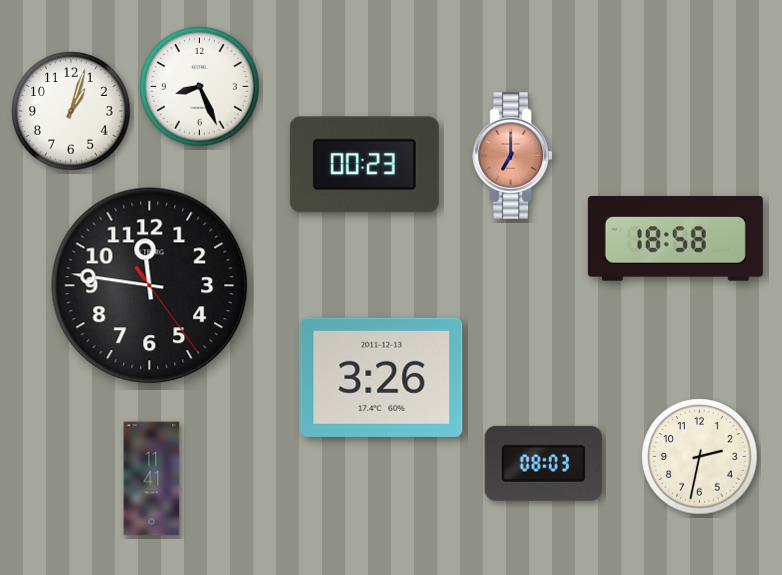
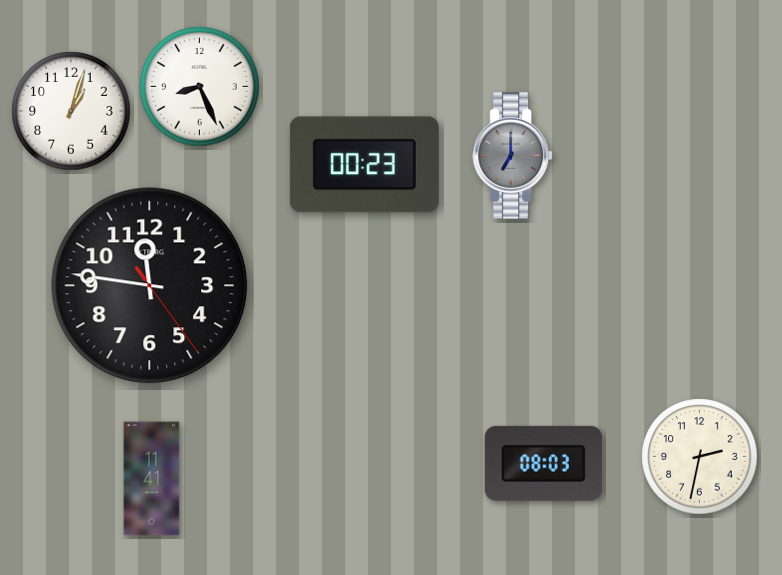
clock at (512, 156) dial: salmon -> grey
clock at (675, 239): 18:58 -> none
clock at (382, 377): 3:26 -> none
